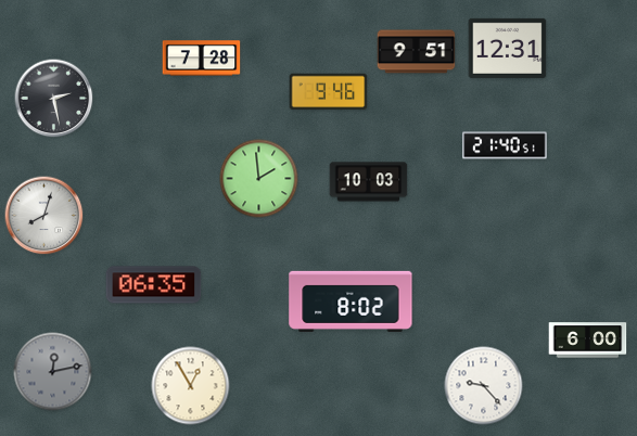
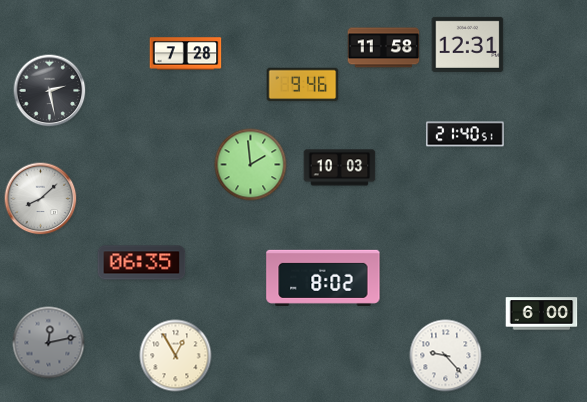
clock at (417, 52): 9:51 -> 11:58
clock at (259, 179) position: (259, 179) -> (251, 165)
clock at (44, 216): 8:03 -> 8:08
